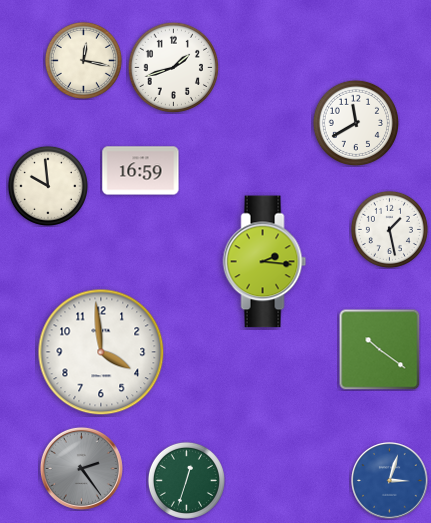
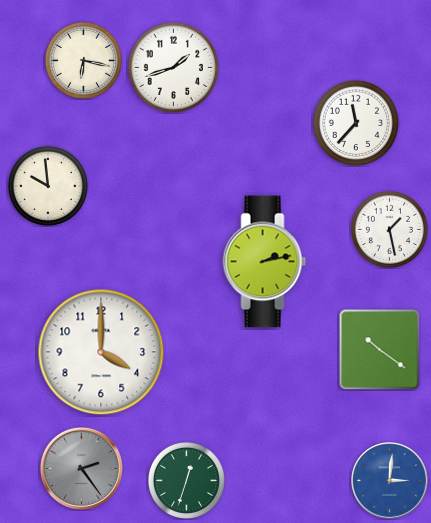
clock at (83, 60): 12:17 -> 6:17
clock at (355, 122): 11:40 -> 11:37
clock at (141, 171): 16:59 -> none
clock at (265, 262): 2:16 -> 2:13
clock at (101, 352): 3:59 -> 4:00
clock at (390, 481): 3:03 -> 3:01
